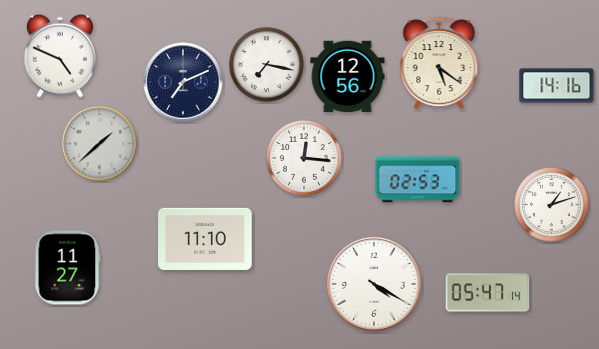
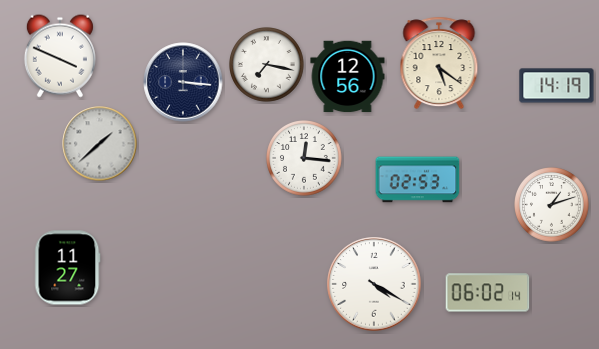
clock at (60, 56): 4:49 -> 3:49
clock at (183, 82): 7:11 -> 3:16
clock at (557, 86): 14:16 -> 14:19
clock at (205, 239): 11:10 -> none
clock at (488, 293): 05:47 -> 06:02
